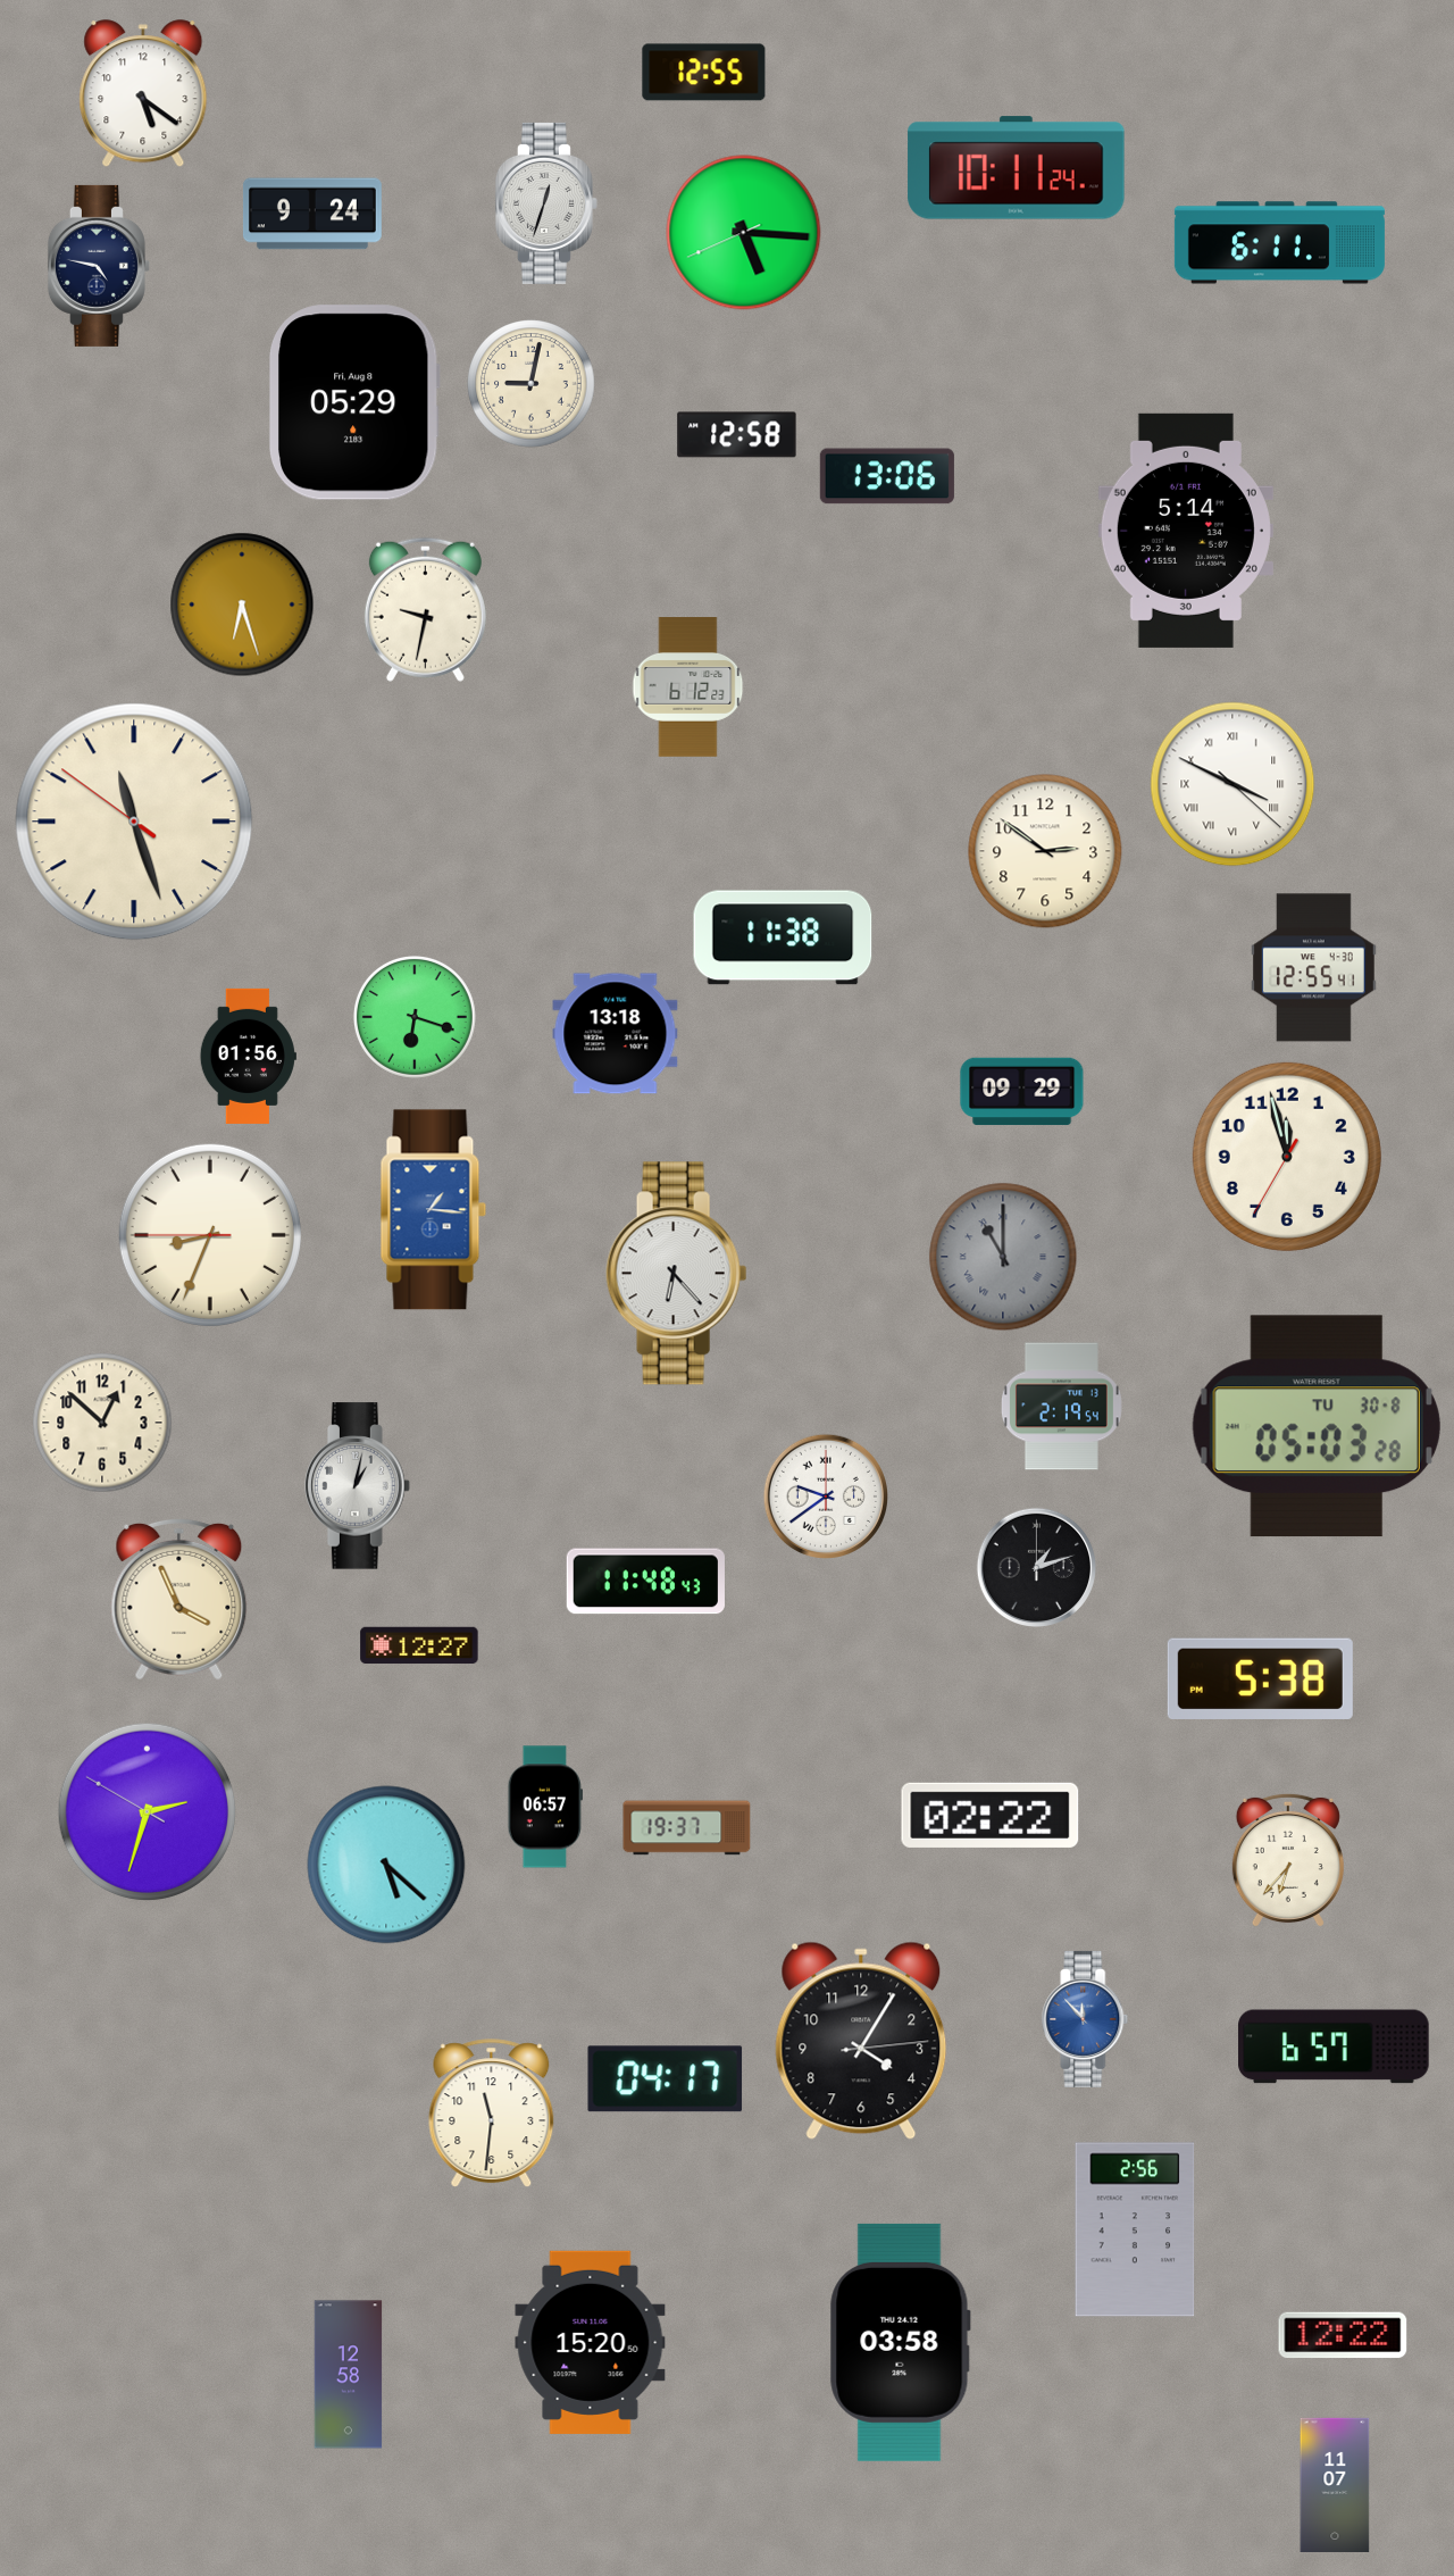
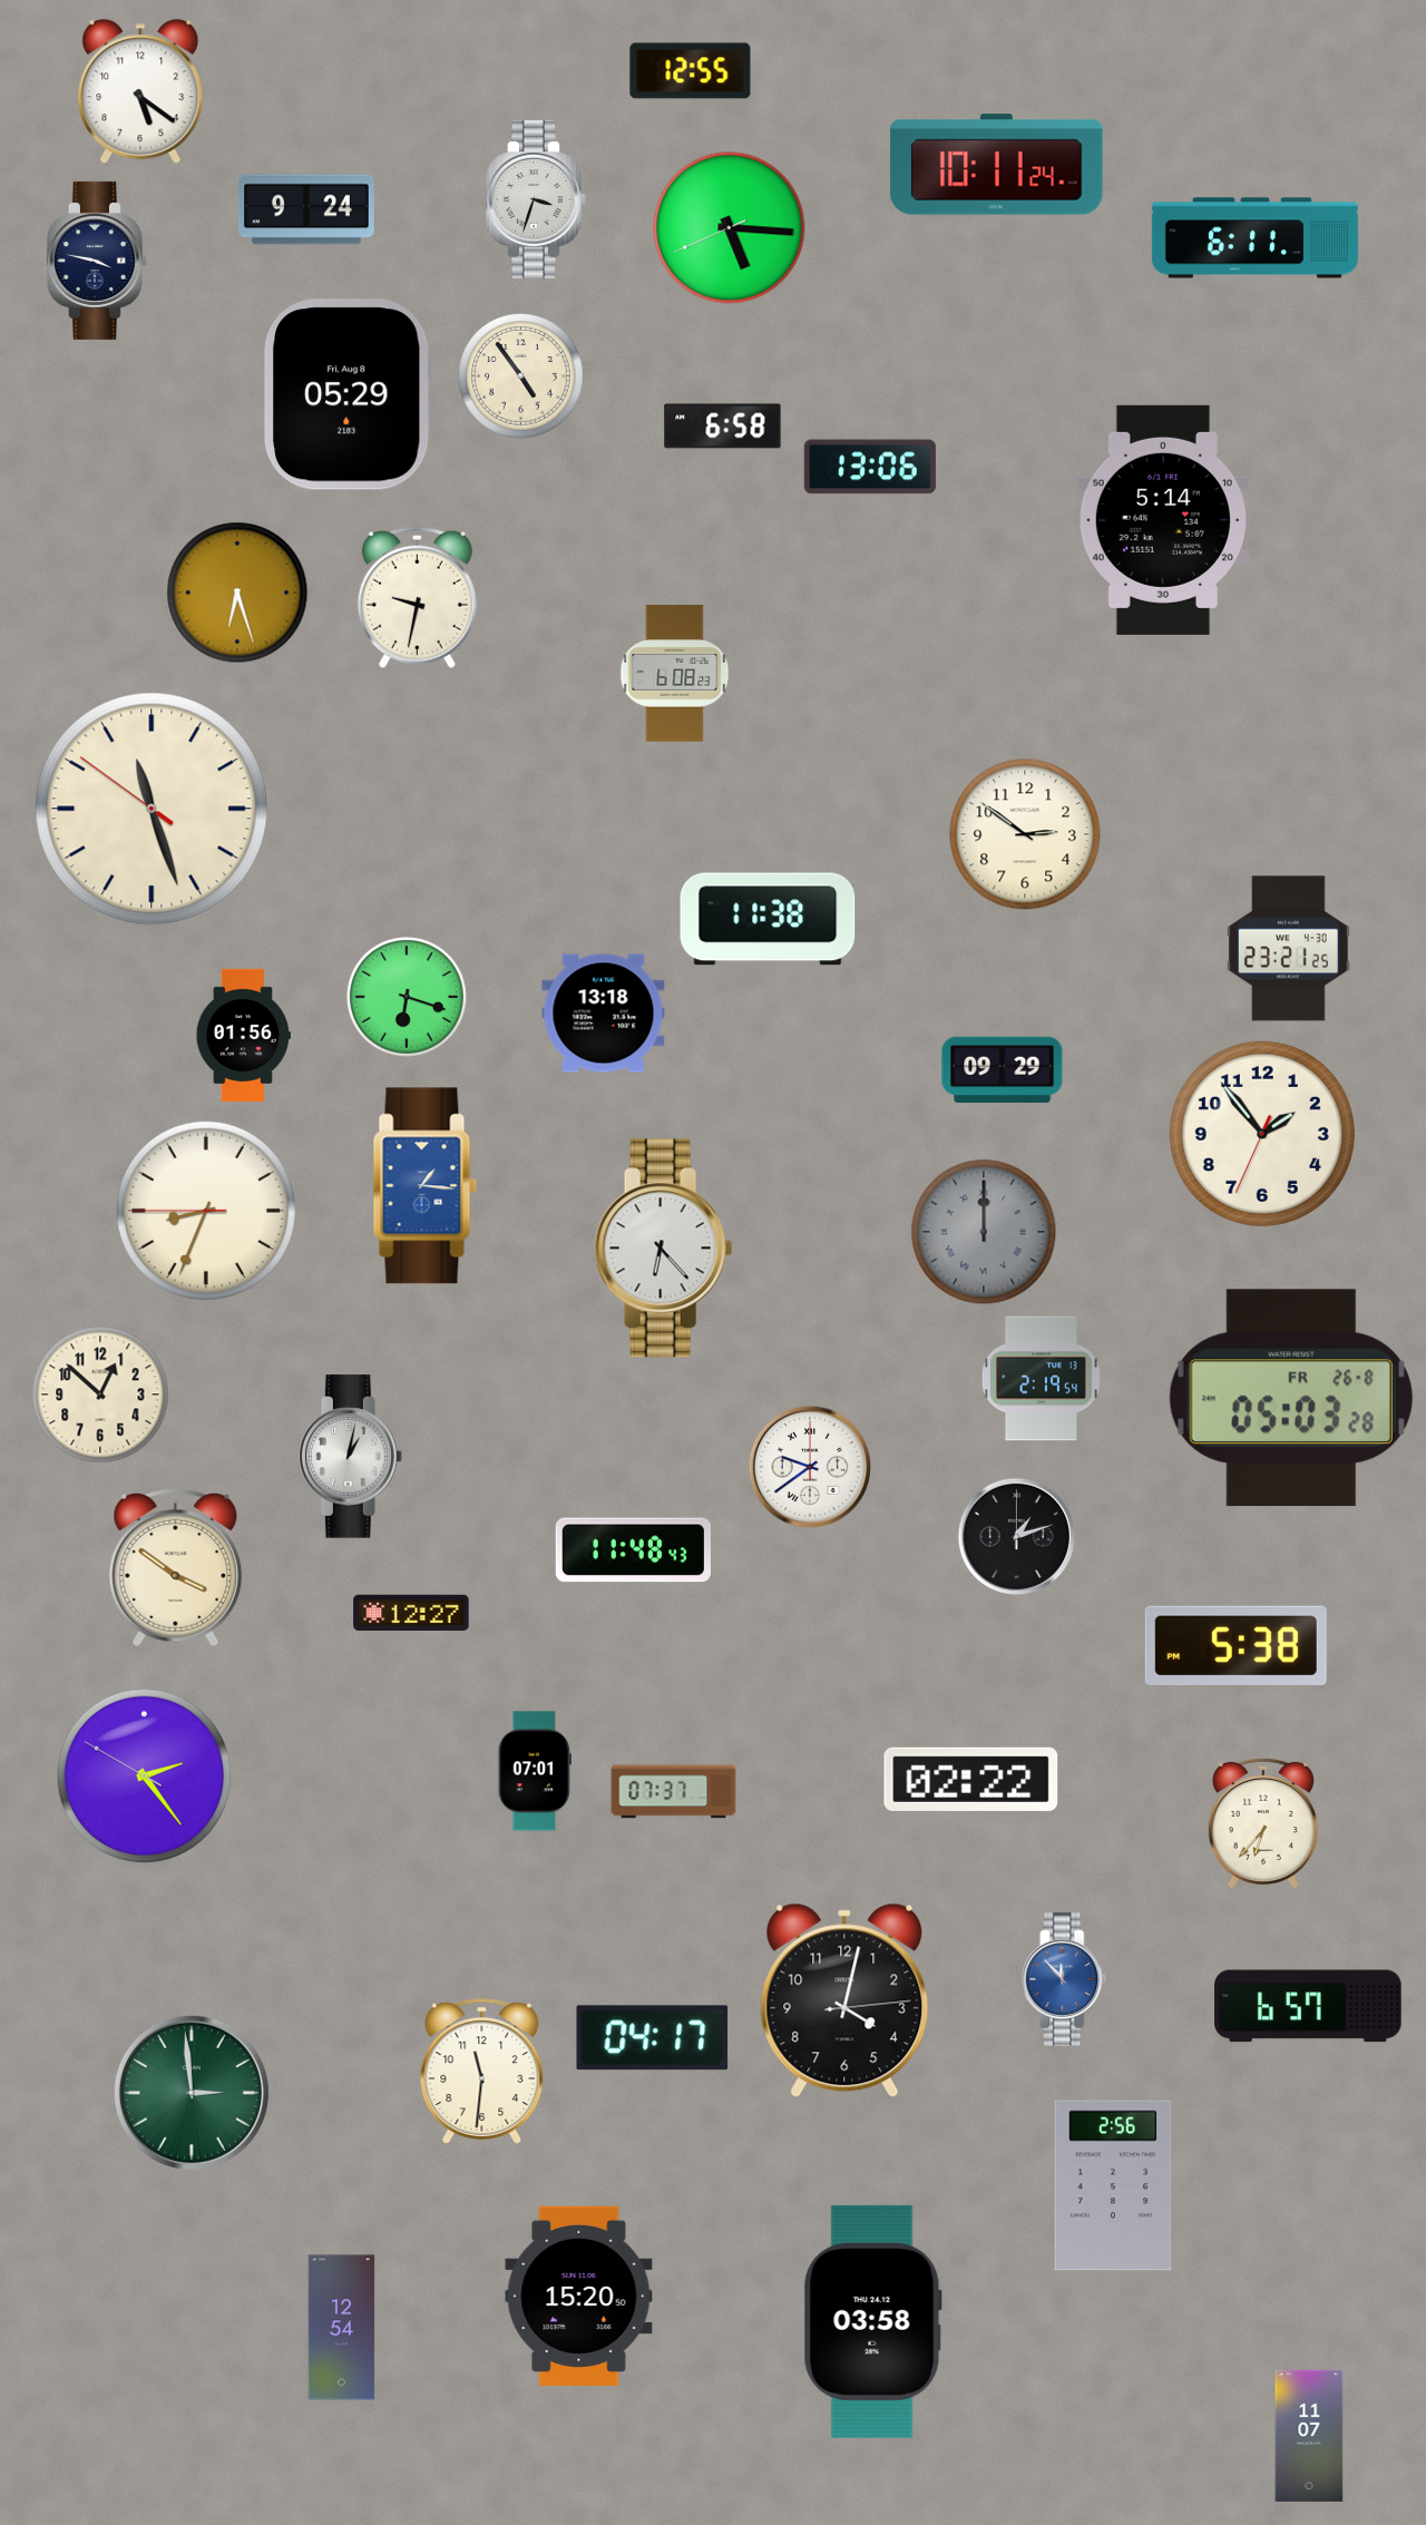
clock at (546, 203): 12:33 -> 3:33
clock at (99, 266): 4:47 -> 3:47
clock at (532, 384): 9:02 -> 4:54
clock at (737, 435): 12:58 -> 6:58
clock at (688, 687): 6:12 -> 6:08
clock at (1232, 784): 3:49 -> none
clock at (134, 822) position: (134, 822) -> (152, 809)
clock at (1313, 968): 12:55 -> 23:21
clock at (1287, 1157): 11:57 -> 1:53
clock at (1003, 1257): 11:00 -> 12:00
clock at (1317, 1426) date: TU 30-8 -> FR 26-8
clock at (179, 1599): 3:56 -> 3:51
clock at (545, 1807): 06:57 -> 07:01
clock at (148, 1812): 2:32 -> 2:23
clock at (687, 1828): 19:37 -> 07:37
clock at (386, 1865): 5:22 -> none
clock at (861, 2041): 4:05 -> 4:02
clock at (192, 2093): none -> 2:59
clock at (1343, 2335): 12:22 -> none
clock at (900, 2342) position: (900, 2342) -> (872, 2321)
clock at (349, 2375): 12:58 -> 12:54
